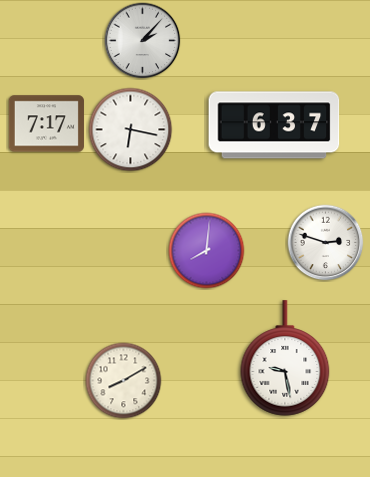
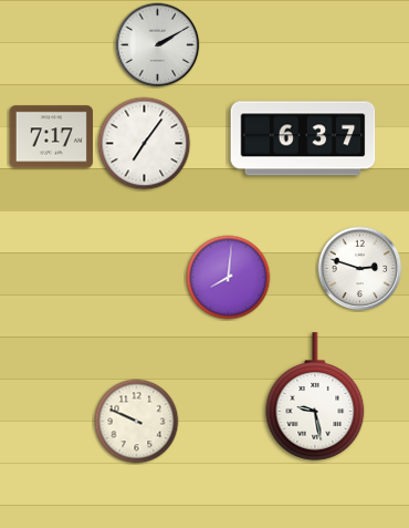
clock at (143, 41): 2:07 -> 2:10
clock at (131, 130): 6:17 -> 7:06
clock at (124, 381): 8:10 -> 9:49
